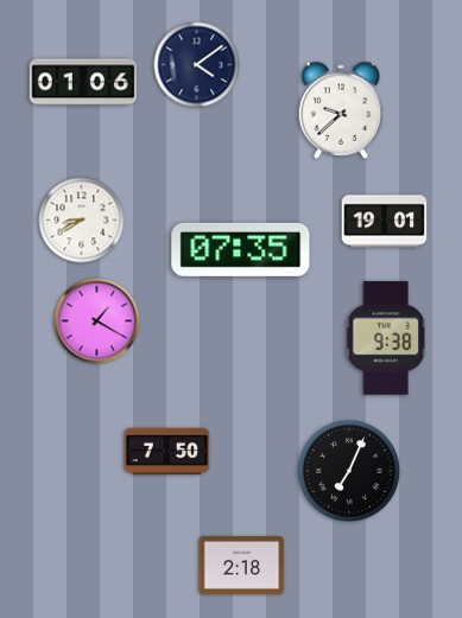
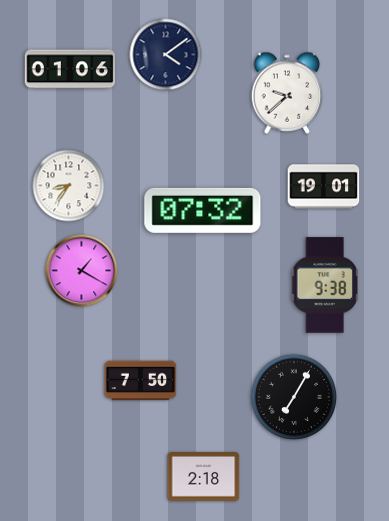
clock at (82, 221): 8:40 -> 8:36
clock at (241, 249): 07:35 -> 07:32
clock at (348, 470): 7:04 -> 7:05
